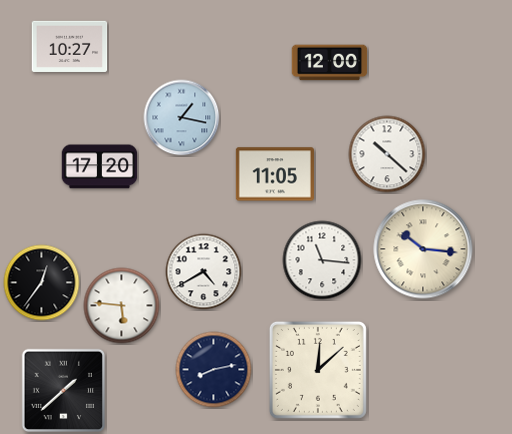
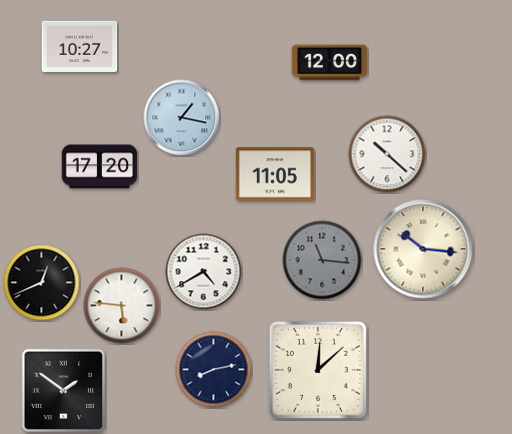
clock at (70, 46) position: (70, 46) -> (80, 46)
clock at (322, 260) dial: white -> grey
clock at (42, 283): 12:36 -> 12:41
clock at (64, 391): 1:38 -> 1:51
